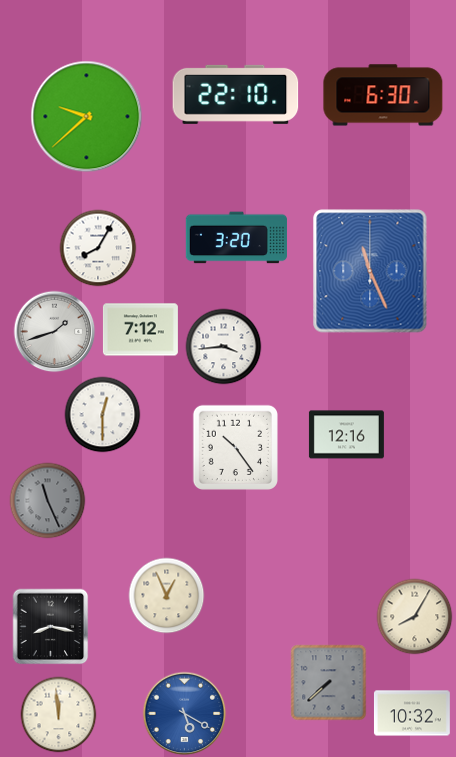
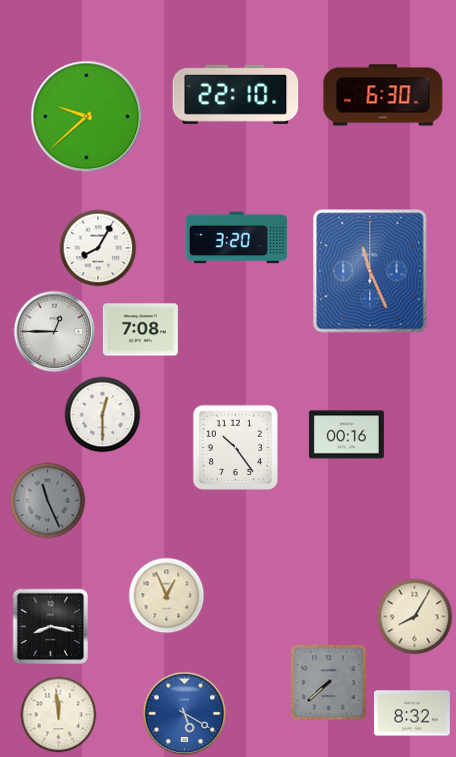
clock at (140, 330): 7:12 -> 7:08
clock at (55, 332): 1:42 -> 12:45
clock at (224, 347): 3:44 -> none
clock at (346, 435): 12:16 -> 00:16
clock at (412, 713): 10:32 -> 8:32
